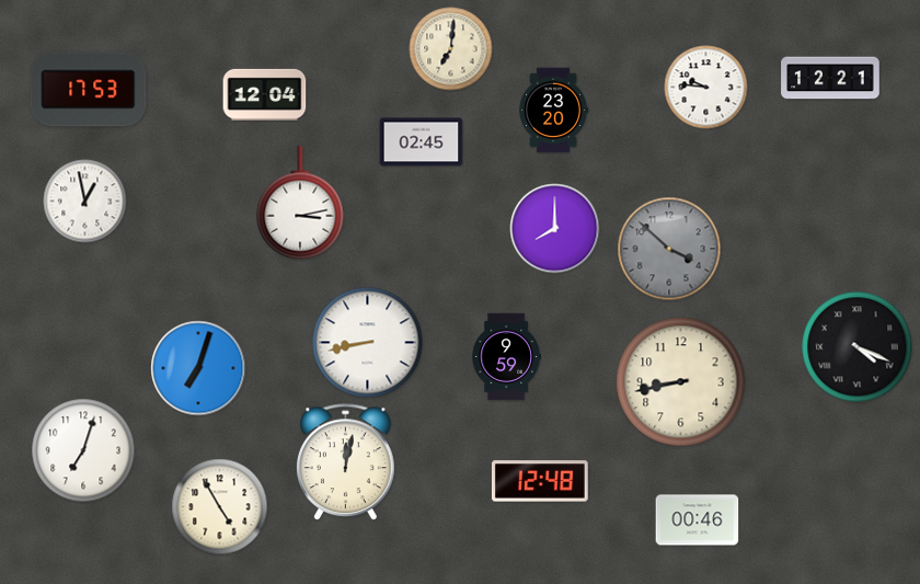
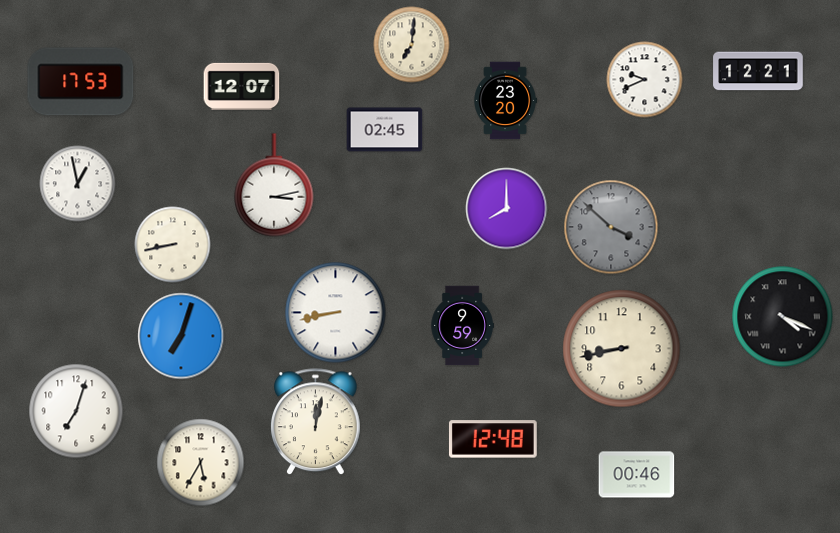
clock at (706, 88): 9:46 -> 9:41
clock at (265, 94): 12:04 -> 12:07
clock at (173, 245): none -> 8:43
clock at (220, 507): 4:55 -> 5:35
